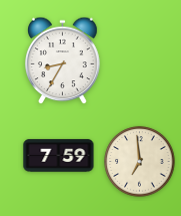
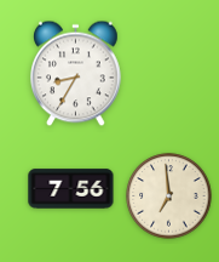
clock at (59, 156): 7:59 -> 7:56
